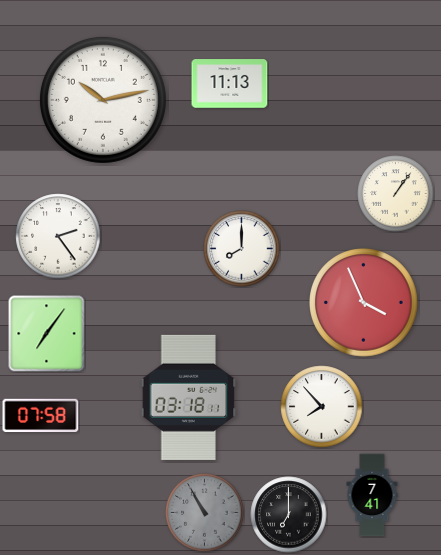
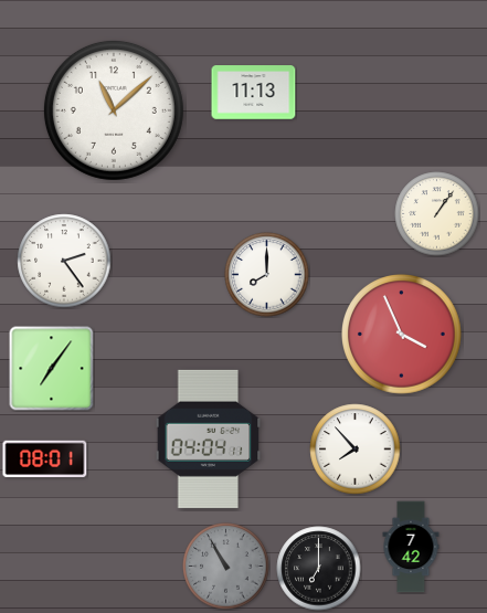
clock at (103, 100): 10:13 -> 11:08
clock at (189, 397): 03:18 -> 04:04
clock at (41, 416): 07:58 -> 08:01
clock at (372, 495): 7:41 -> 7:42
